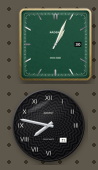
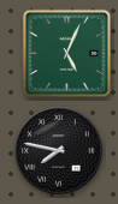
clock at (55, 44): 1:04 -> 5:04
